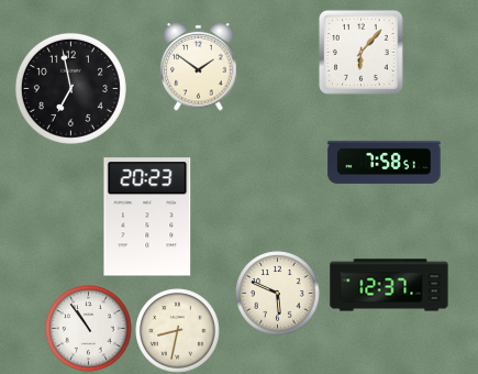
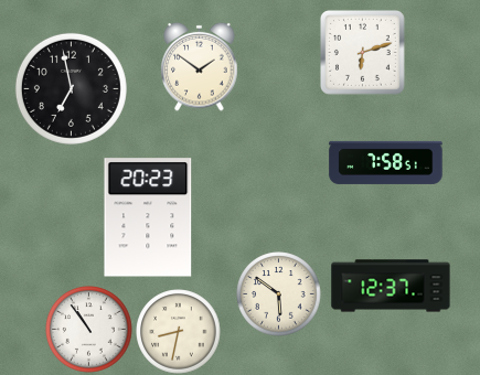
clock at (360, 52): 6:07 -> 6:12
clock at (278, 294): 5:49 -> 5:51
